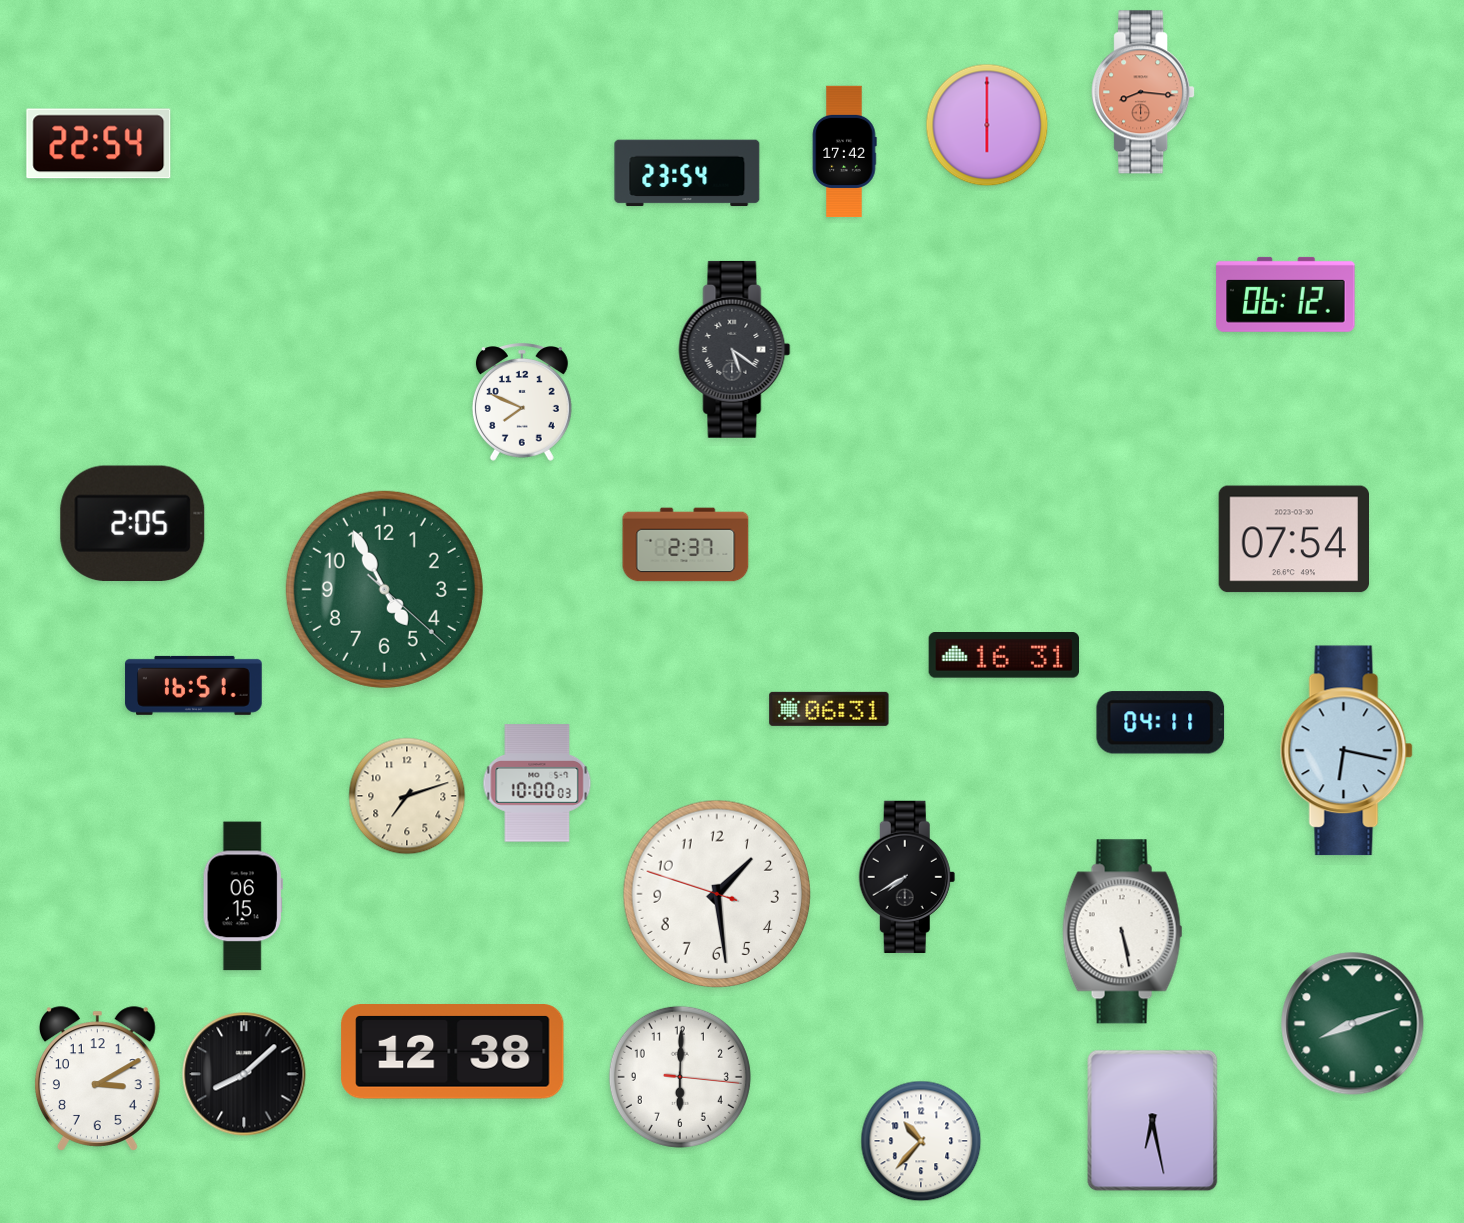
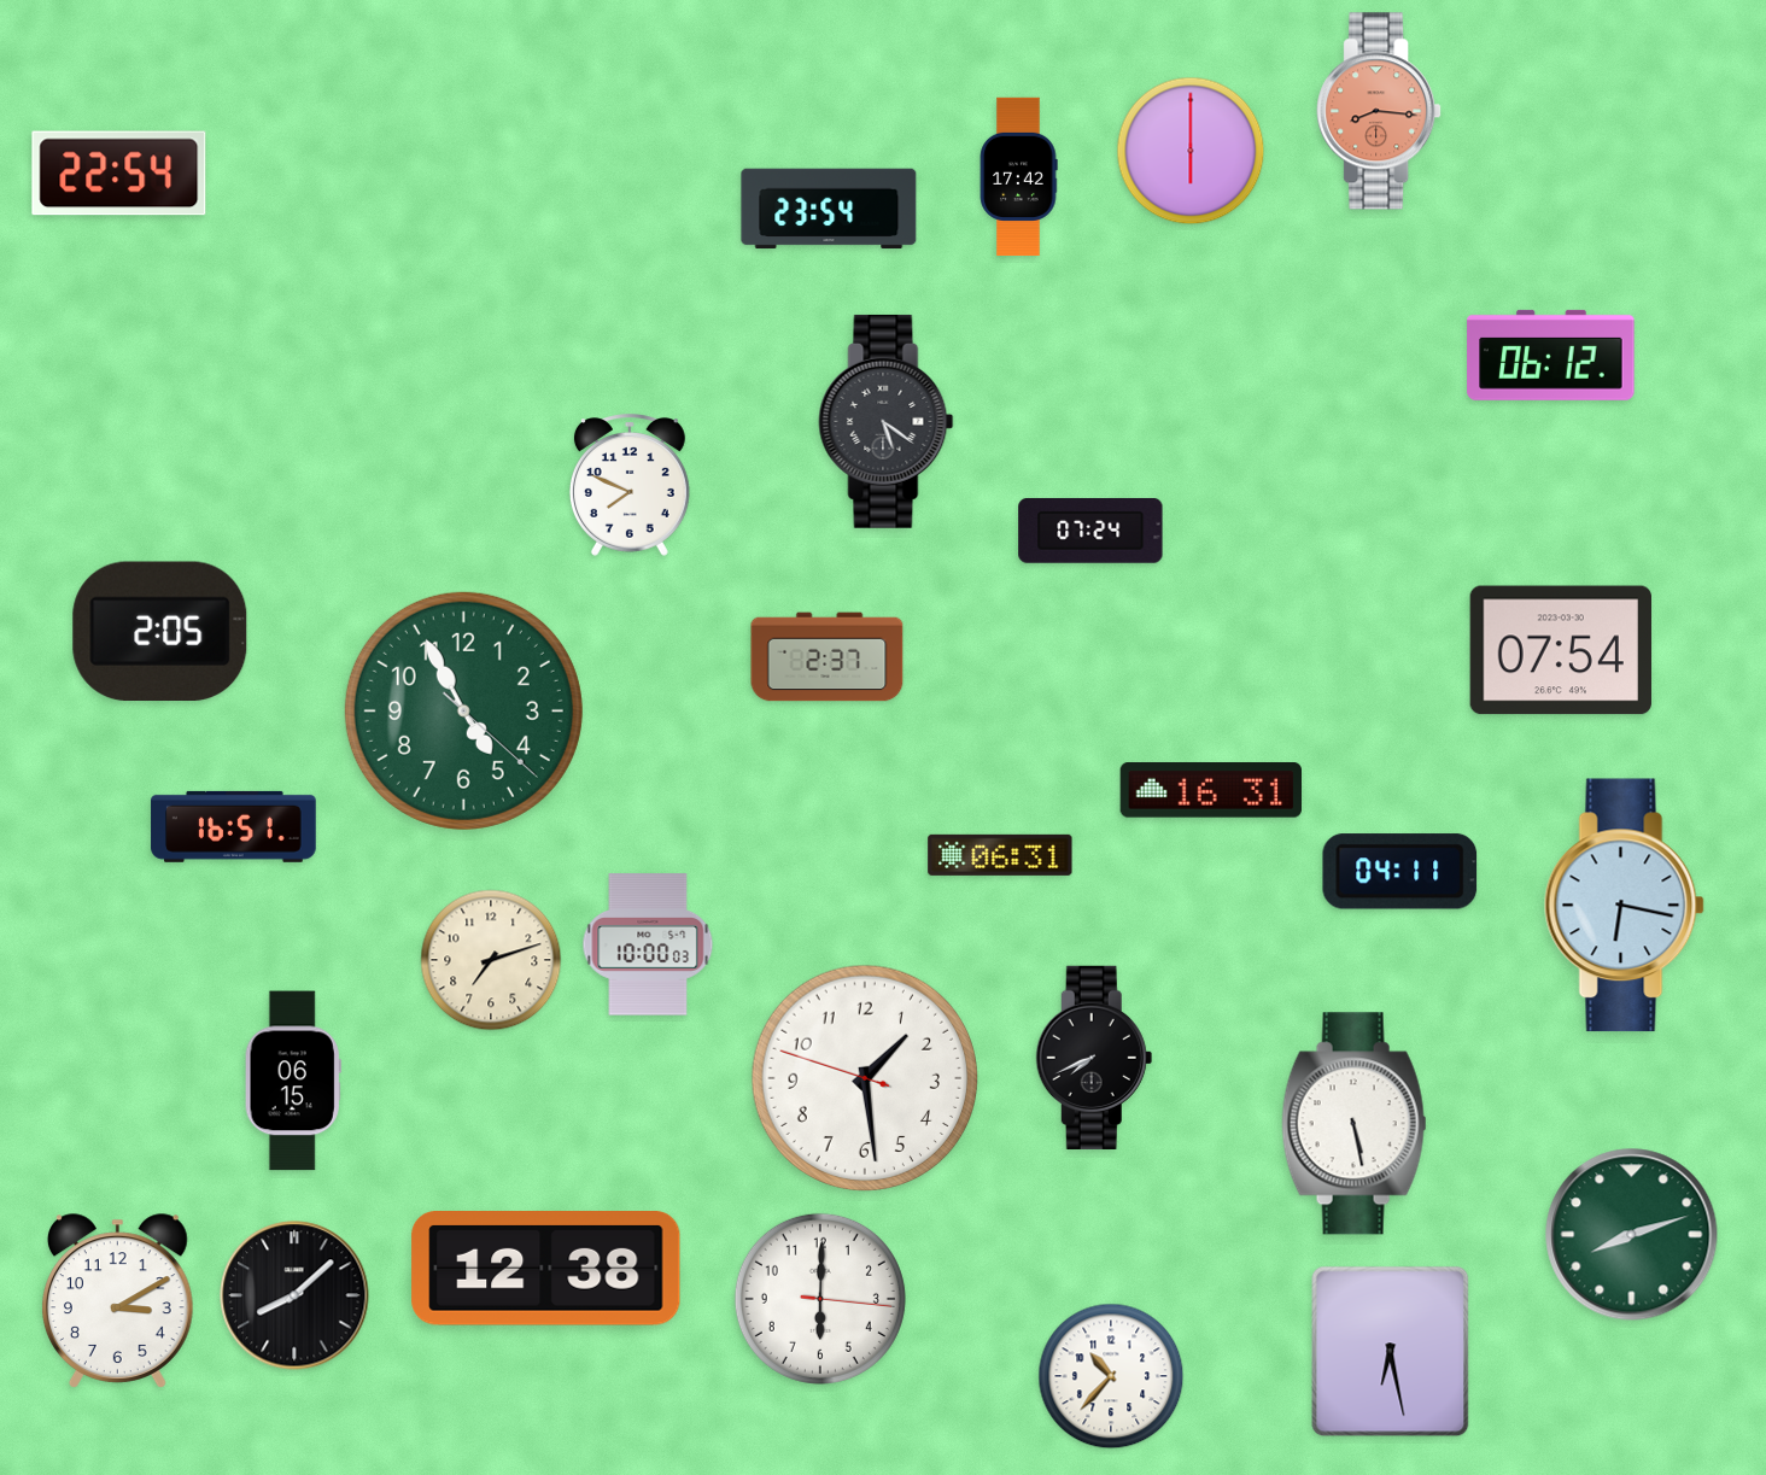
clock at (844, 151) position: (844, 151) -> (1018, 176)
clock at (1090, 531): none -> 07:24
clock at (907, 877): 7:40 -> 7:41
